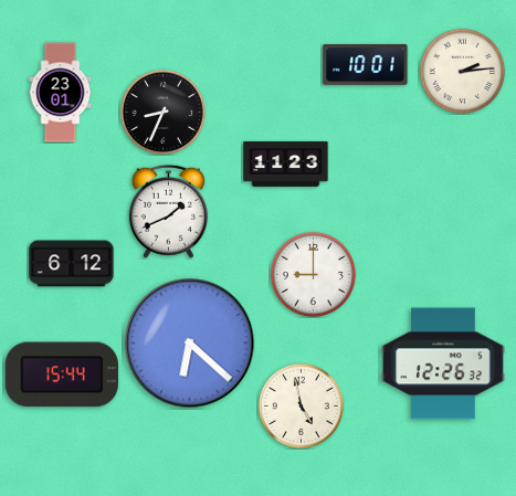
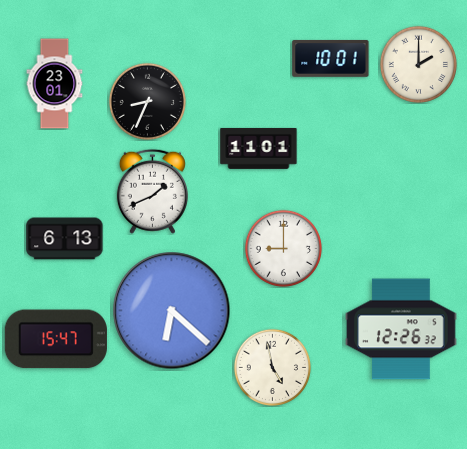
clock at (462, 71): 2:14 -> 2:00
clock at (286, 163): 11:23 -> 11:01
clock at (72, 264): 6:12 -> 6:13
clock at (62, 374): 15:44 -> 15:47
